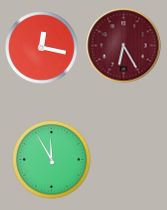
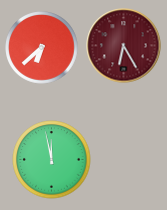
clock at (42, 48): 12:17 -> 6:38
clock at (52, 160): 11:55 -> 11:58
